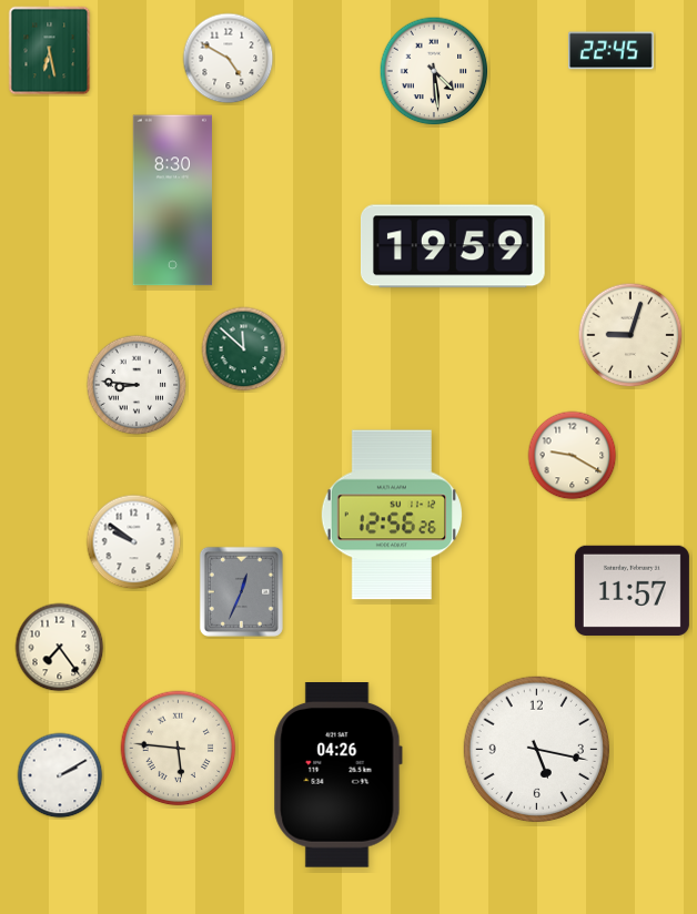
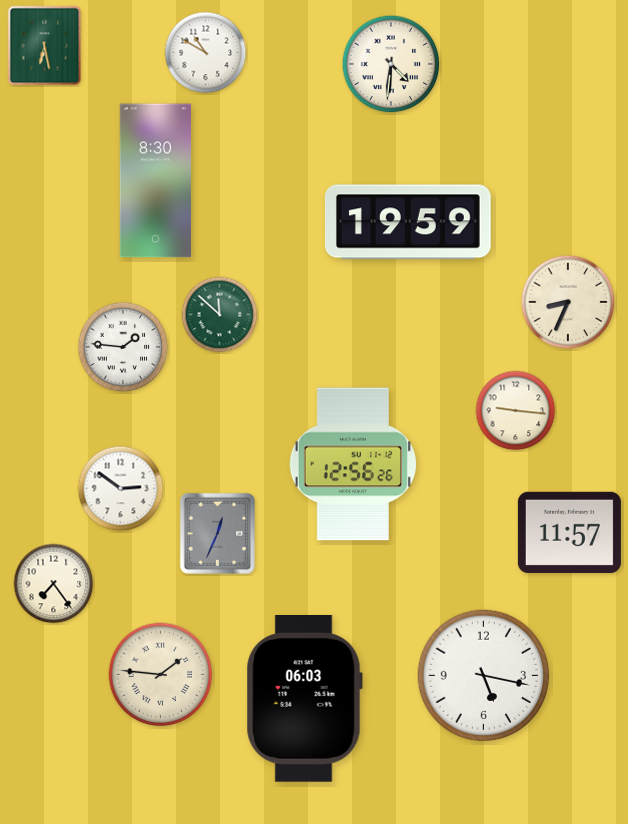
clock at (612, 51): 22:45 -> none
clock at (229, 59): 4:50 -> 10:50
clock at (434, 71): 4:29 -> 4:31
clock at (630, 335): 9:03 -> 8:34
clock at (137, 385): 8:46 -> 1:46
clock at (573, 456): 9:20 -> 9:16
clock at (134, 542): 9:51 -> 2:51
clock at (179, 749): 5:46 -> 1:46
clock at (60, 775): 2:10 -> none
clock at (337, 775): 04:26 -> 06:03
